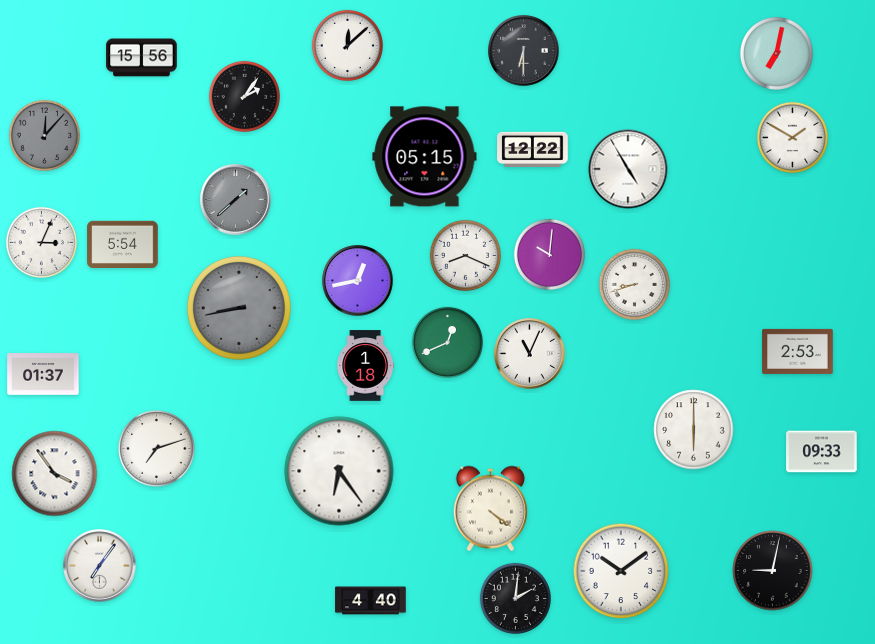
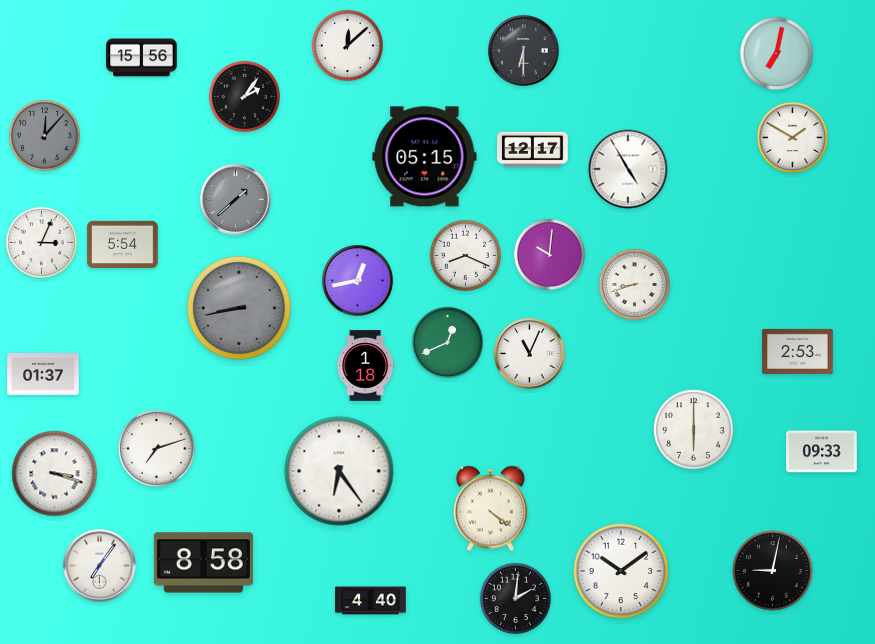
clock at (533, 149): 12:22 -> 12:17
clock at (55, 474): 3:54 -> 3:18
clock at (203, 563): none -> 8:58
